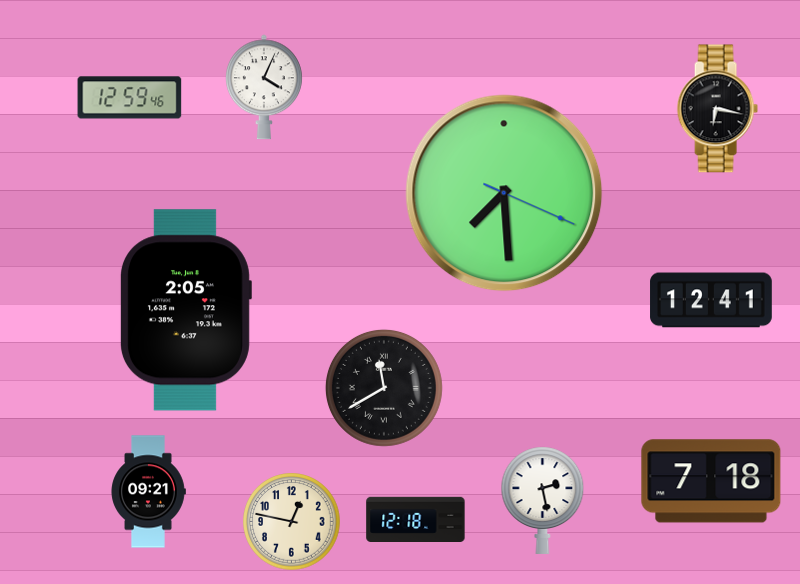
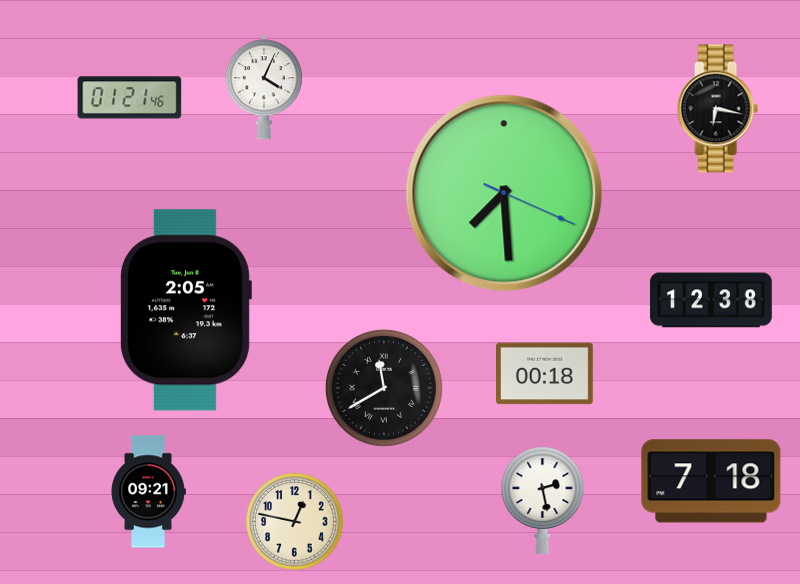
clock at (130, 98): 12:59 -> 01:21
clock at (711, 300): 12:41 -> 12:38
clock at (545, 374): none -> 00:18
clock at (416, 519): 12:18 -> none
clock at (292, 522) position: (292, 522) -> (295, 522)
